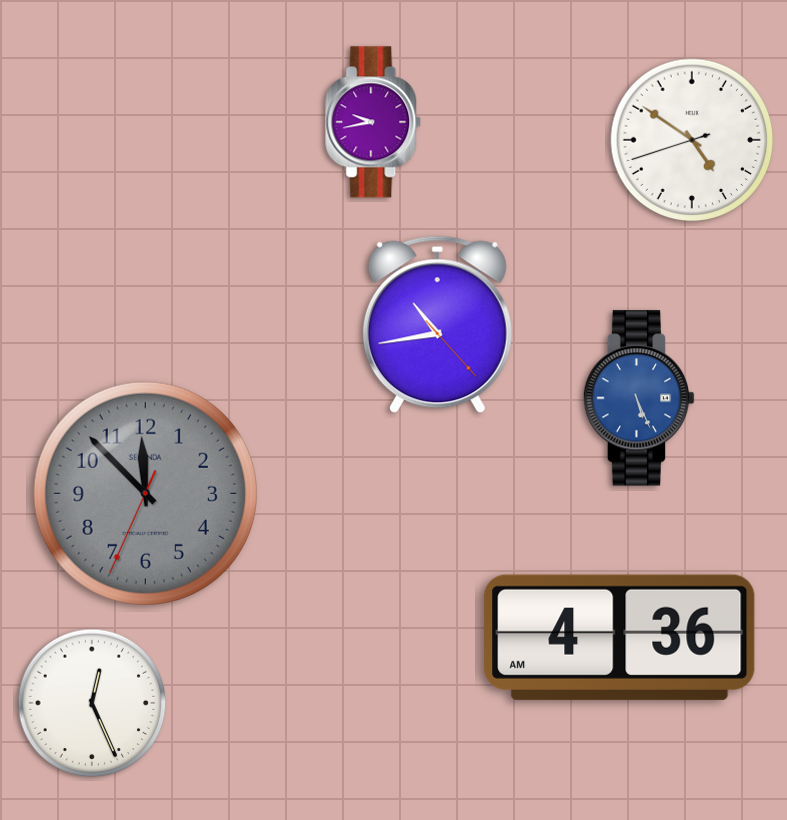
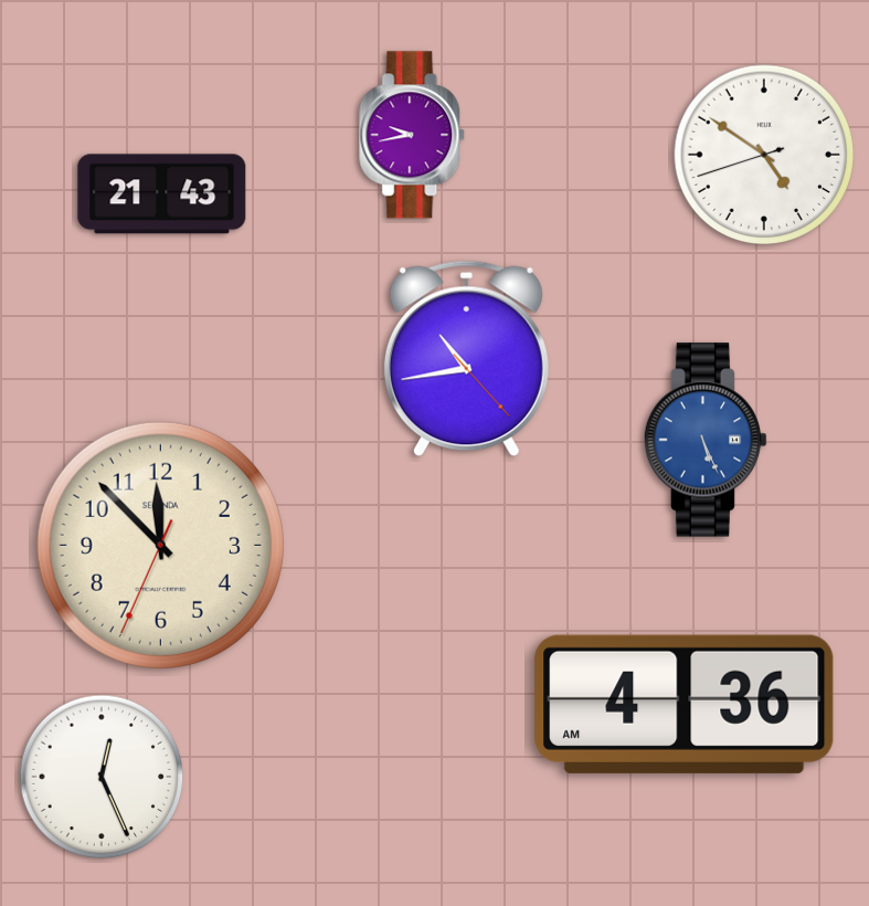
clock at (162, 194): none -> 21:43
clock at (437, 325) position: (437, 325) -> (466, 359)
clock at (145, 493) dial: grey -> cream
